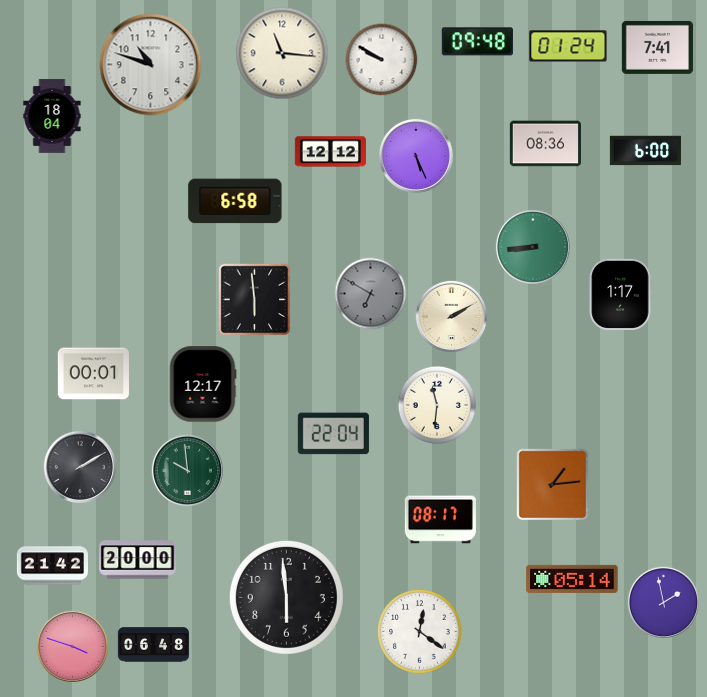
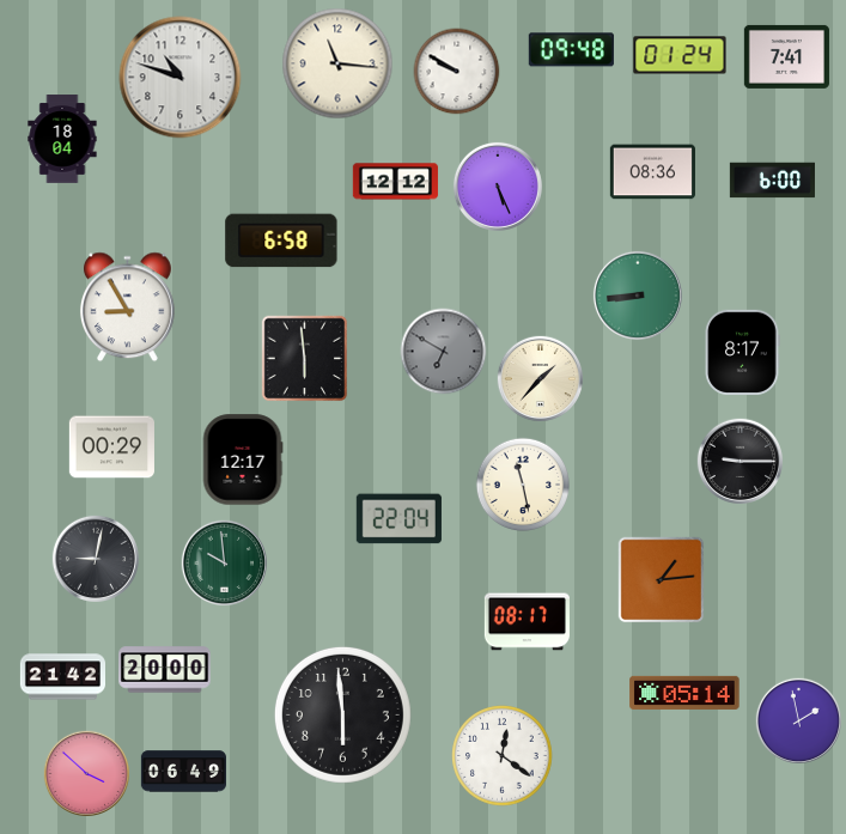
clock at (127, 308): none -> 8:55
clock at (620, 294): 1:17 -> 8:17
clock at (451, 316): 2:10 -> 1:37
clock at (93, 374): 00:01 -> 00:29
clock at (740, 461): none -> 9:15
clock at (436, 404): 11:31 -> 11:28
clock at (80, 467): 2:10 -> 9:02
clock at (663, 602) position: (663, 602) -> (798, 720)
clock at (153, 645): 06:48 -> 06:49
clock at (72, 646): 3:48 -> 3:52
